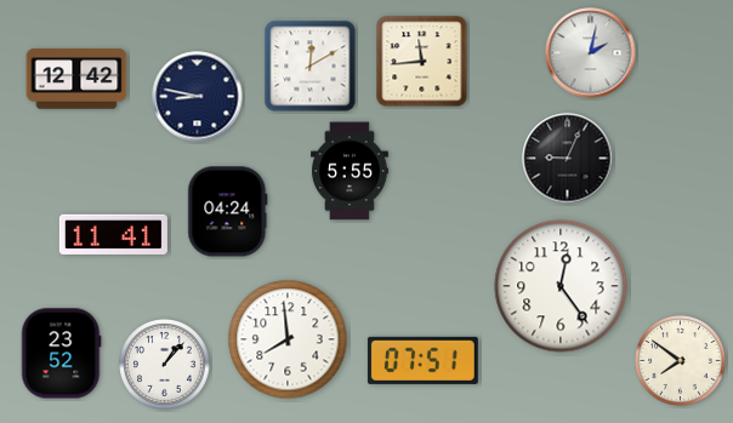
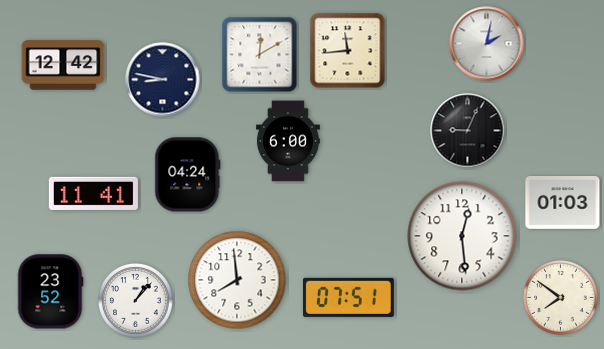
clock at (311, 67) position: (311, 67) -> (260, 55)
clock at (351, 171): 5:55 -> 6:00
clock at (563, 203): none -> 01:03
clock at (561, 286): 12:24 -> 12:29
